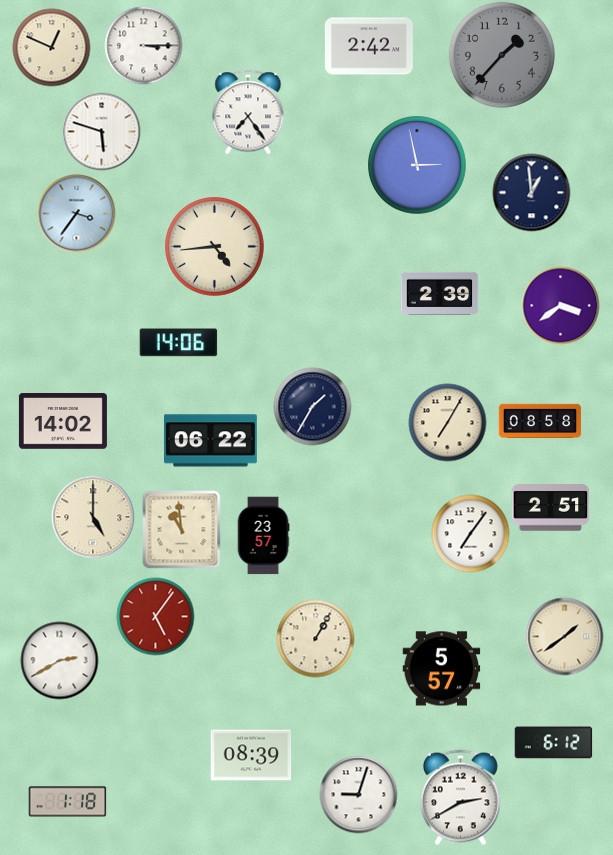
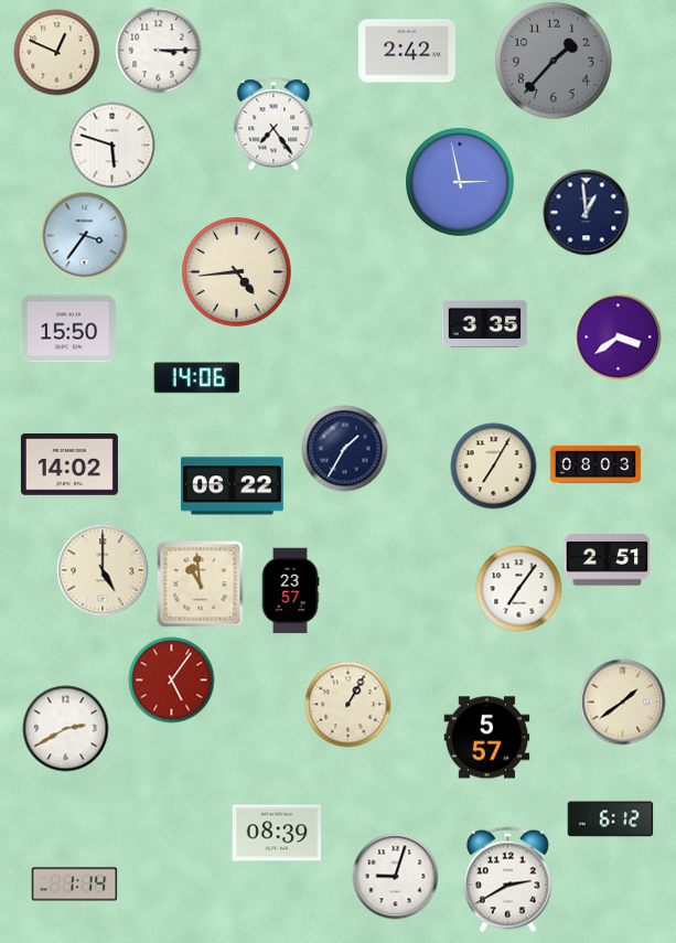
clock at (439, 293): 2:39 -> 3:35
clock at (68, 329): none -> 15:50
clock at (540, 420): 08:58 -> 08:03
clock at (67, 802): 1:18 -> 1:14
